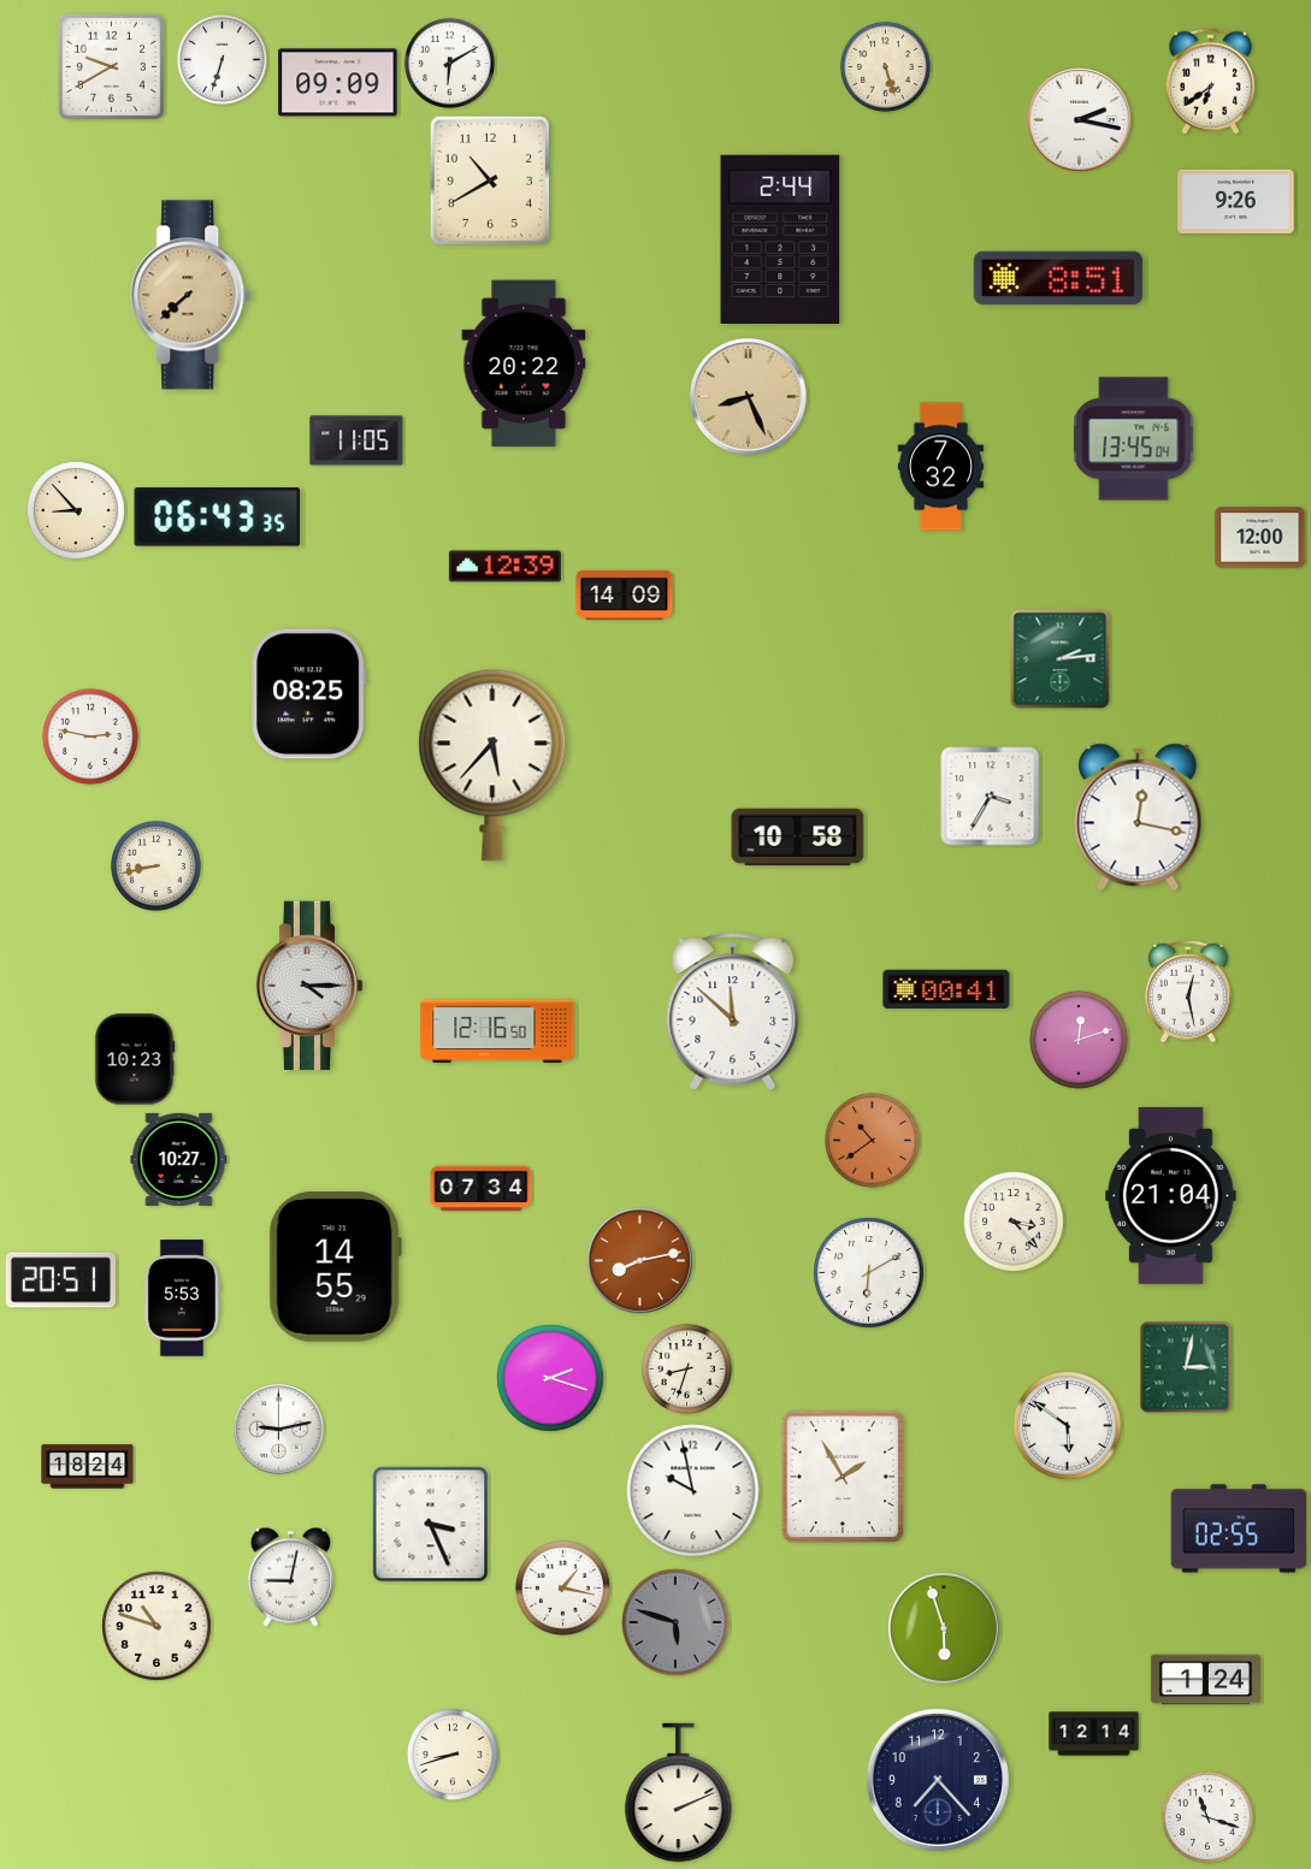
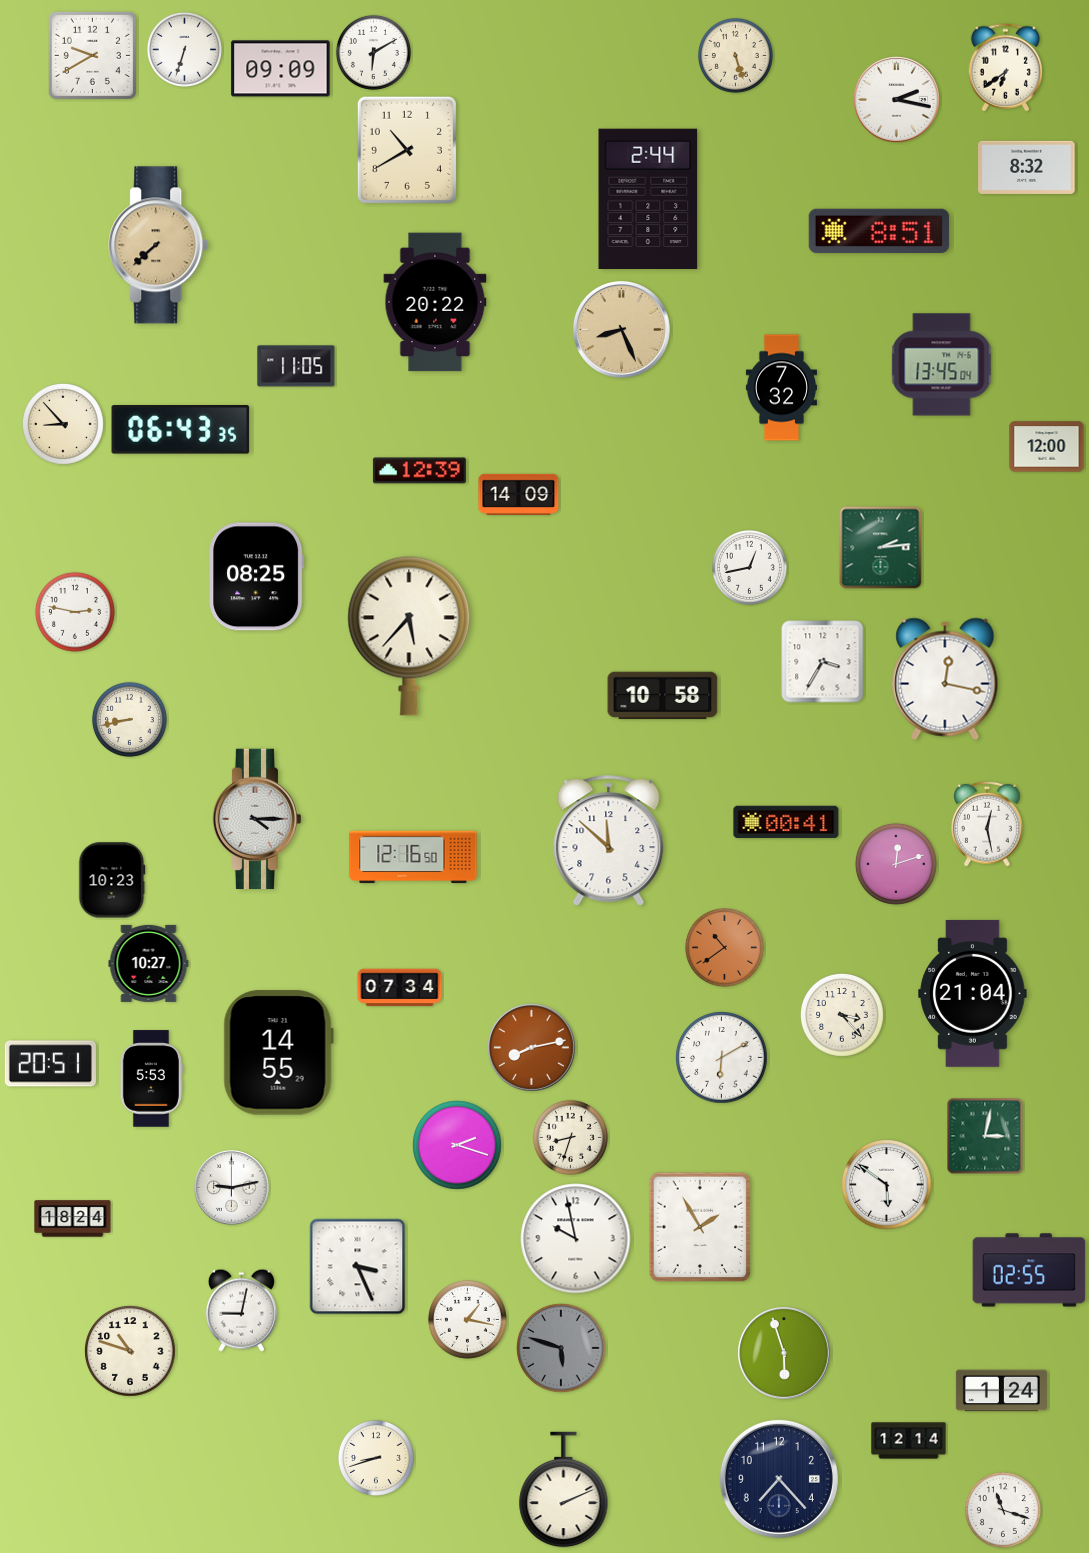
clock at (1236, 201): 9:26 -> 8:32
clock at (749, 567): none -> 12:43
clock at (1205, 1680) position: (1205, 1680) -> (1001, 1391)
